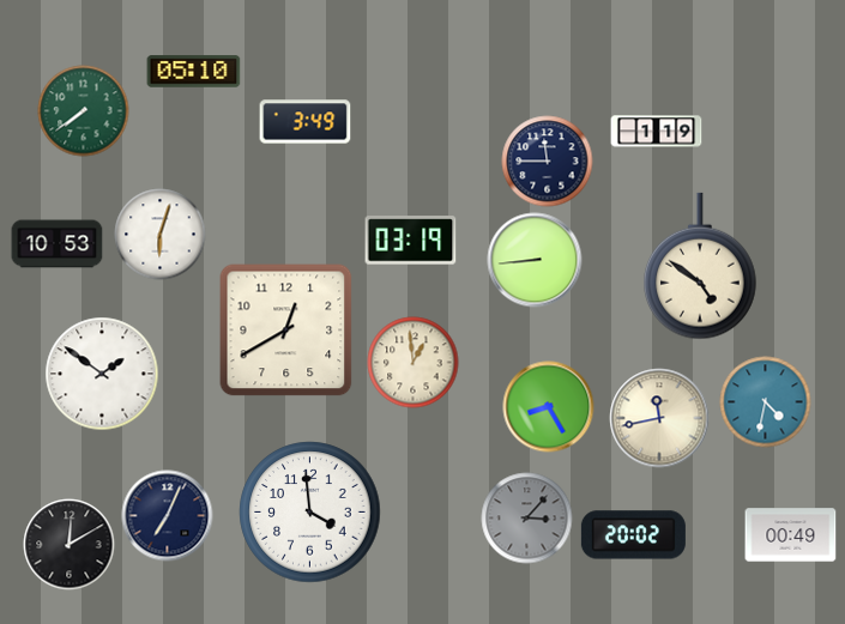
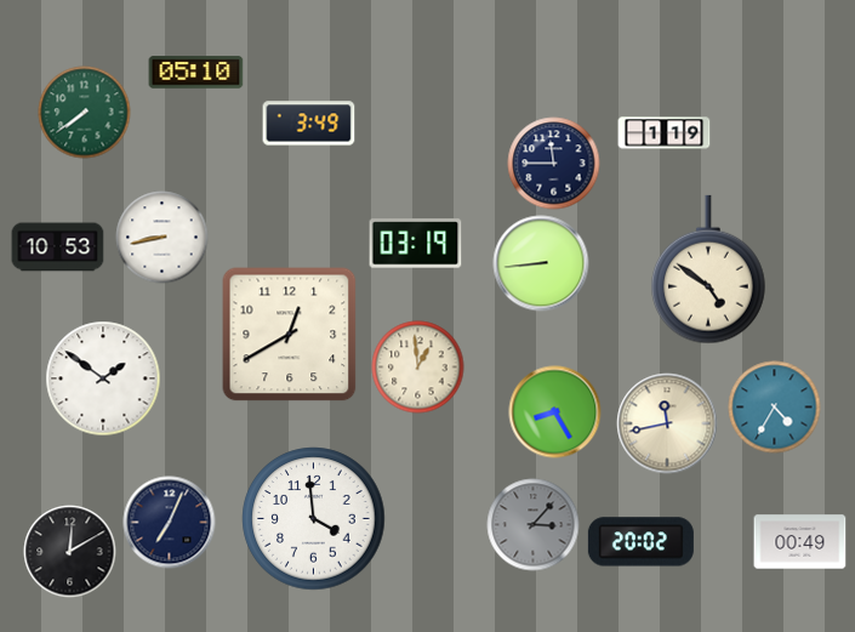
clock at (161, 235): 6:03 -> 8:43
clock at (766, 402): 4:32 -> 4:35
